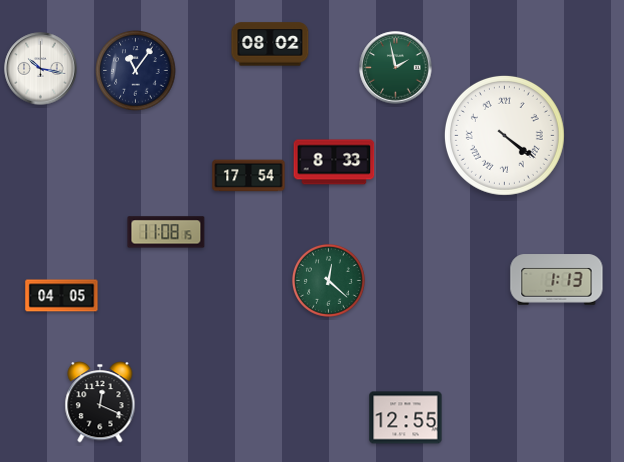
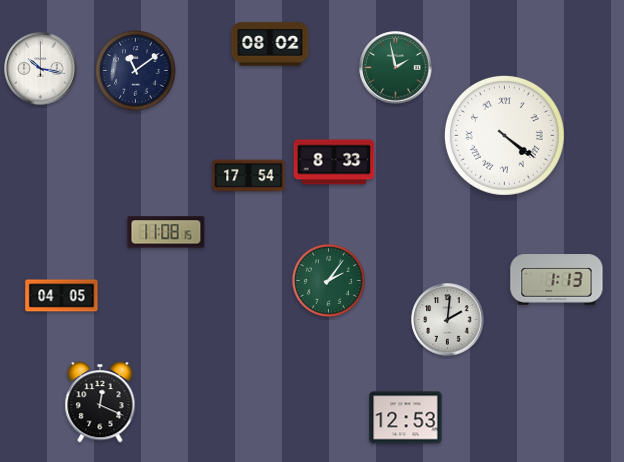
clock at (136, 71): 11:06 -> 11:09
clock at (328, 280): 12:22 -> 2:06
clock at (448, 320): none -> 2:01
clock at (406, 418): 12:55 -> 12:53
